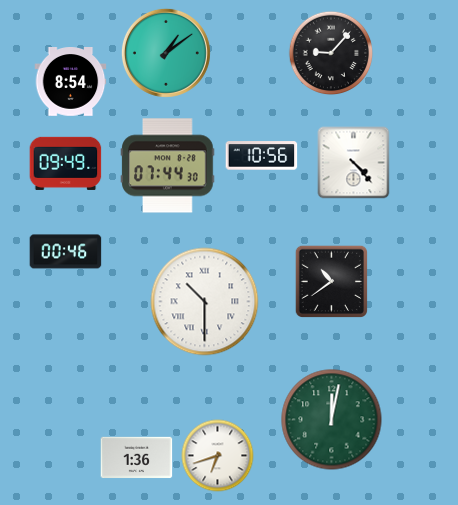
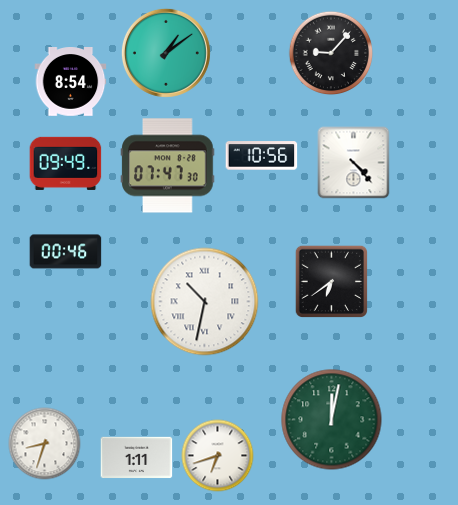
clock at (168, 166): 07:44 -> 07:47
clock at (331, 281): 10:39 -> 6:39
clock at (205, 302): 10:30 -> 10:32
clock at (45, 444): none -> 8:33
clock at (137, 458): 1:36 -> 1:11
